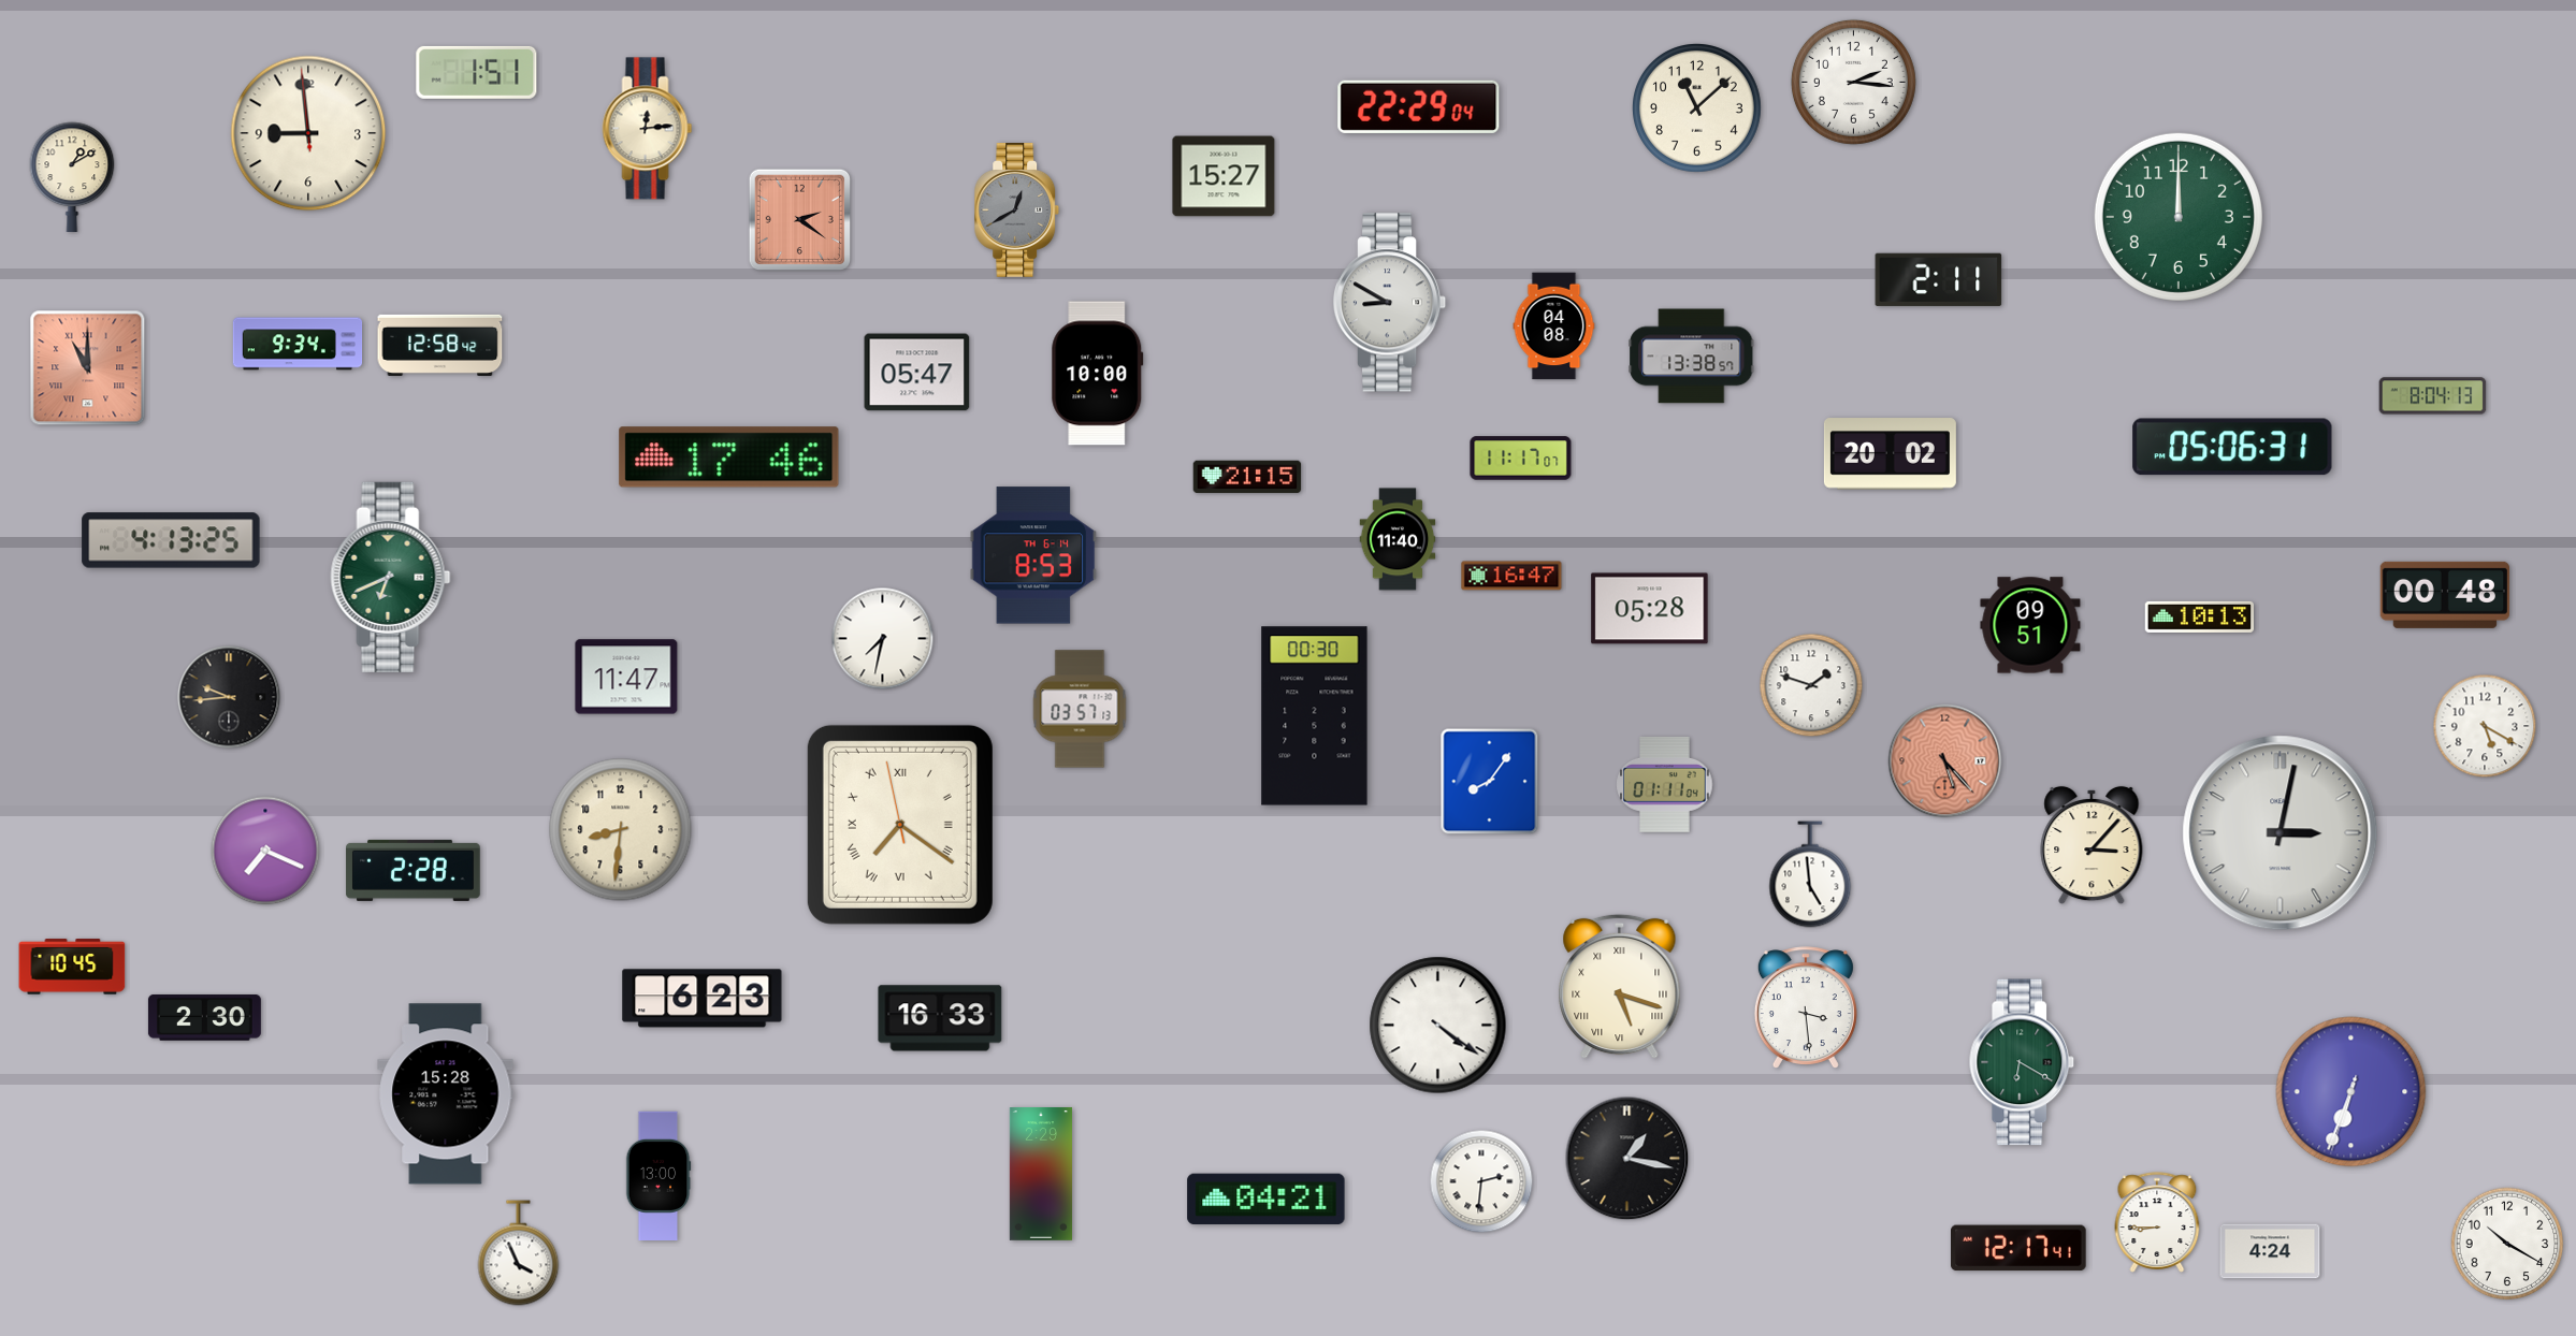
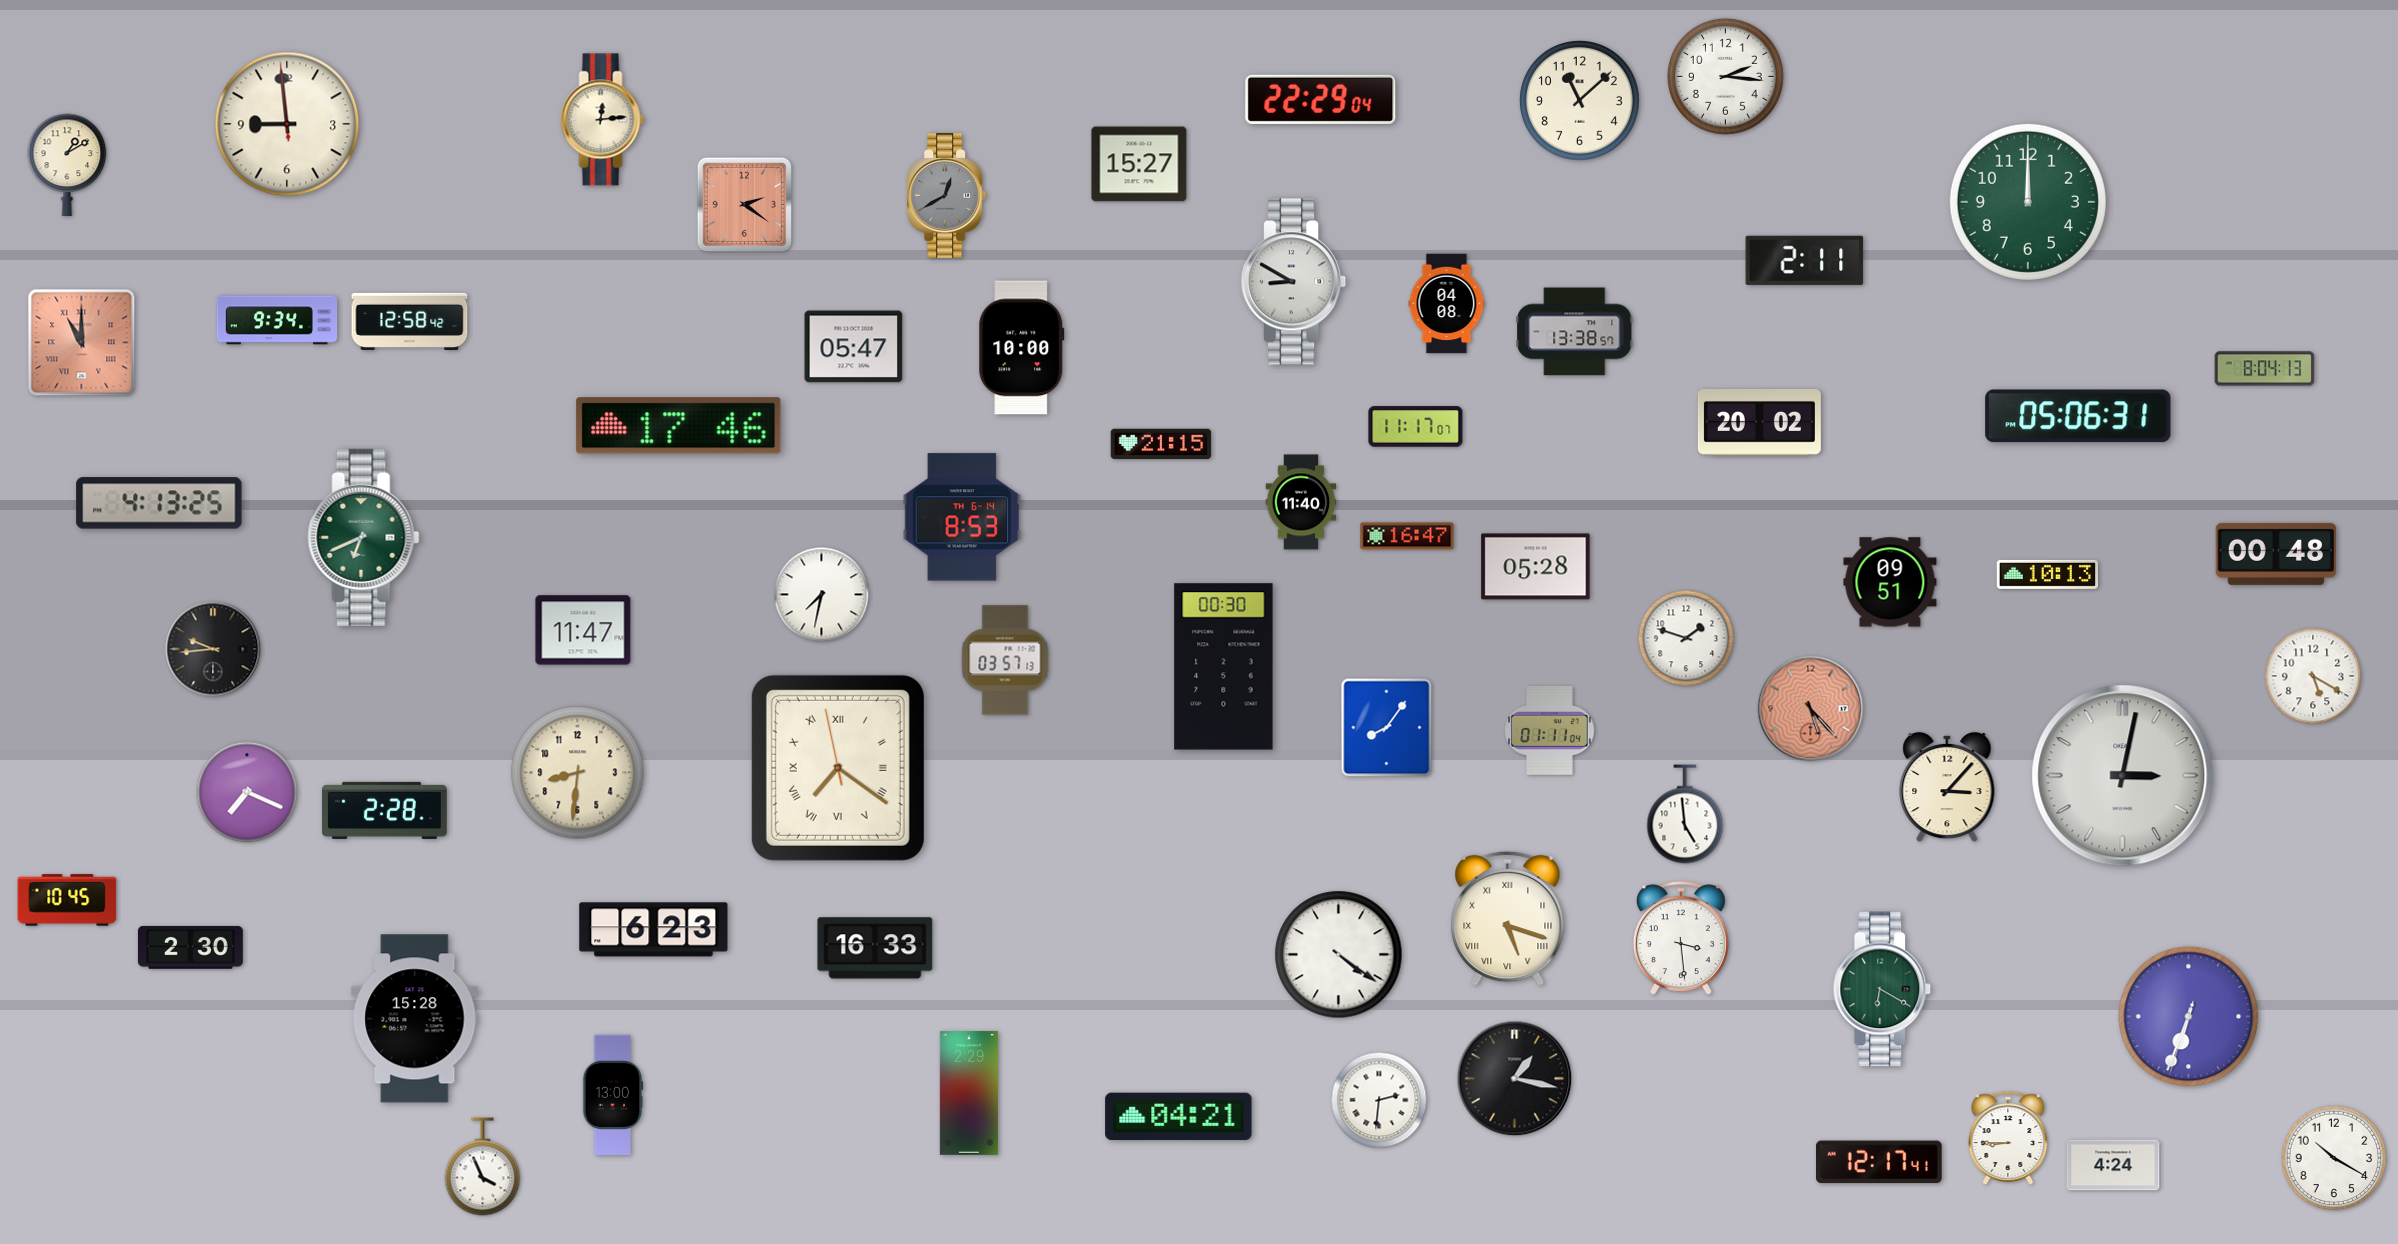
clock at (477, 72): 1:51 -> none
